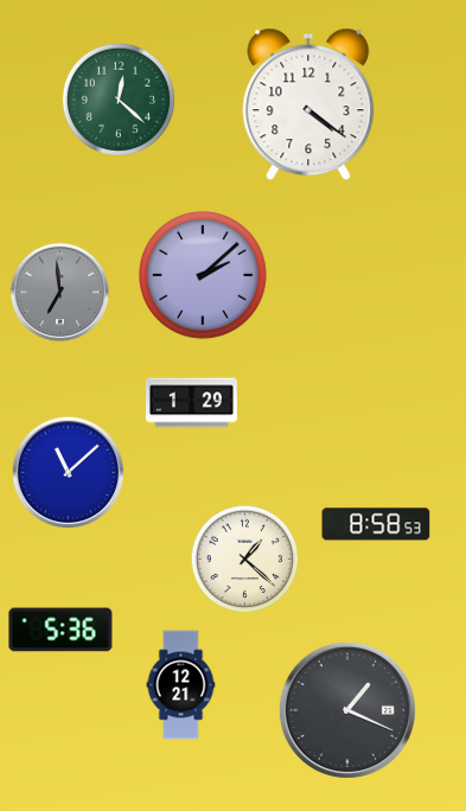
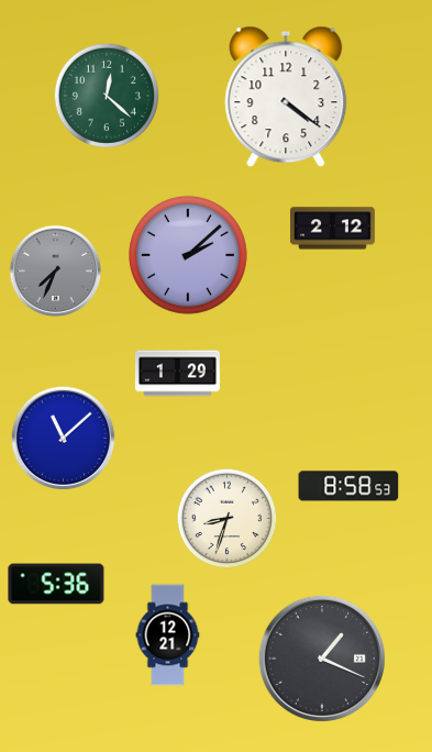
clock at (117, 98) position: (117, 98) -> (106, 95)
clock at (332, 229): none -> 2:12
clock at (60, 293): 6:59 -> 7:34
clock at (245, 560): 1:22 -> 8:33
